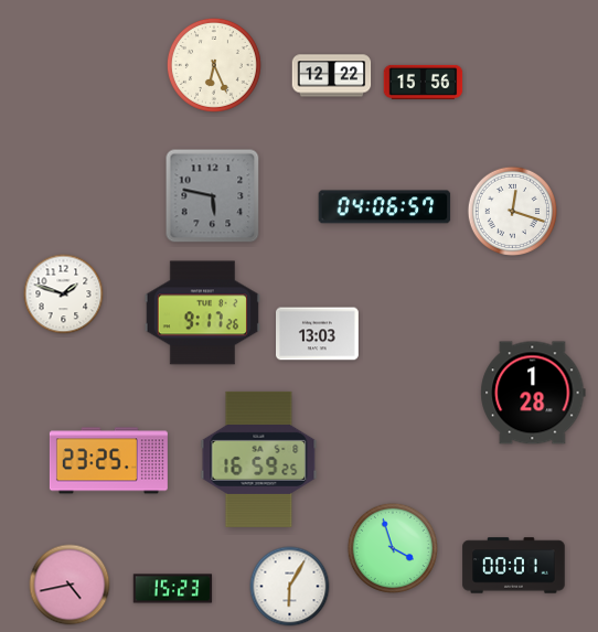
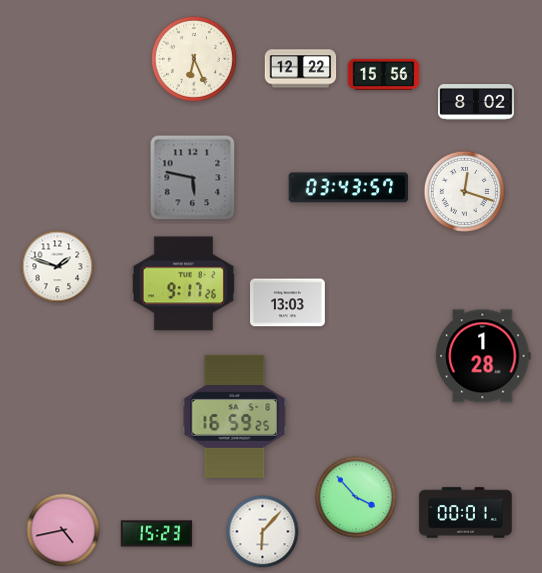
clock at (476, 102): none -> 8:02
clock at (385, 207): 04:06 -> 03:43
clock at (108, 461): 23:25 -> none
clock at (393, 548): 3:57 -> 3:53
clock at (290, 587): 6:05 -> 6:07
